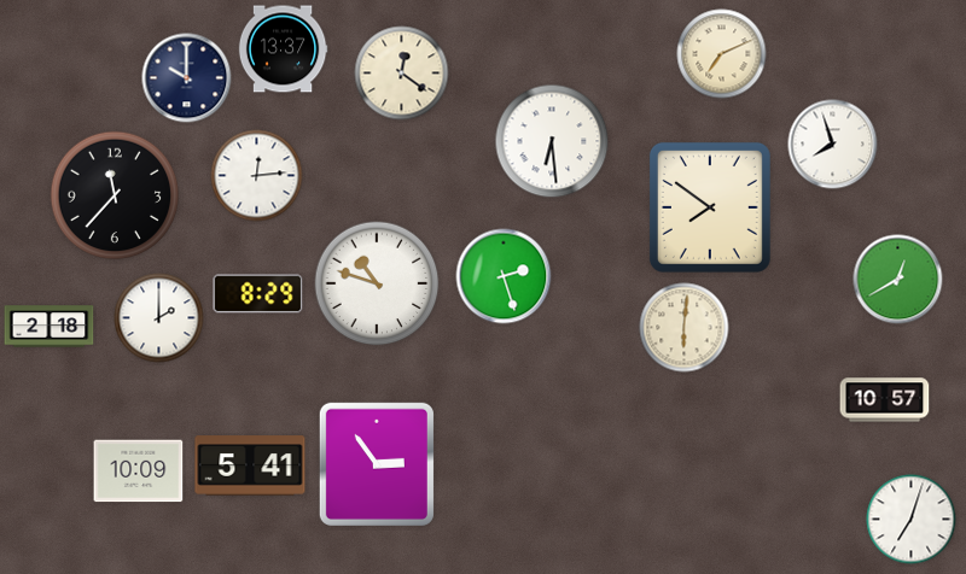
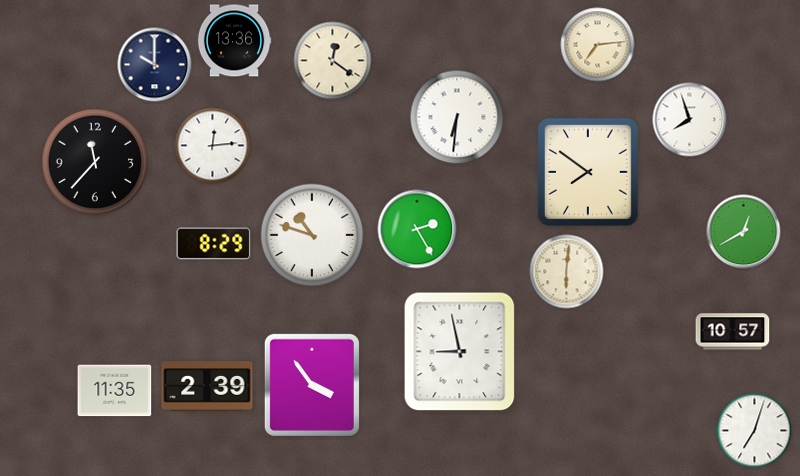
clock at (283, 49): 13:37 -> 13:36
clock at (722, 54): 7:11 -> 7:14
clock at (552, 141): 6:29 -> 6:31
clock at (504, 276): 2:27 -> 2:25
clock at (159, 318): 2:00 -> none
clock at (50, 327): 2:18 -> none
clock at (460, 352): none -> 8:58
clock at (377, 464): 2:54 -> 3:54
clock at (250, 465): 5:41 -> 2:39
clock at (139, 471): 10:09 -> 11:35
